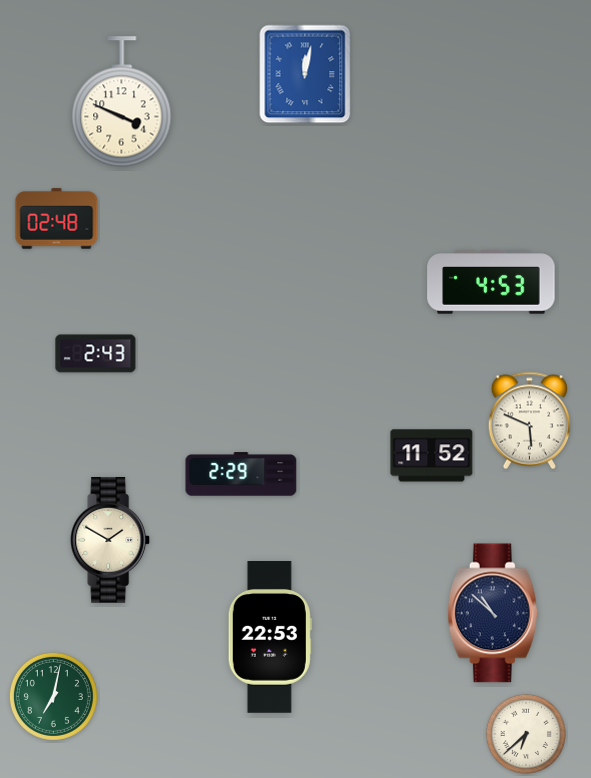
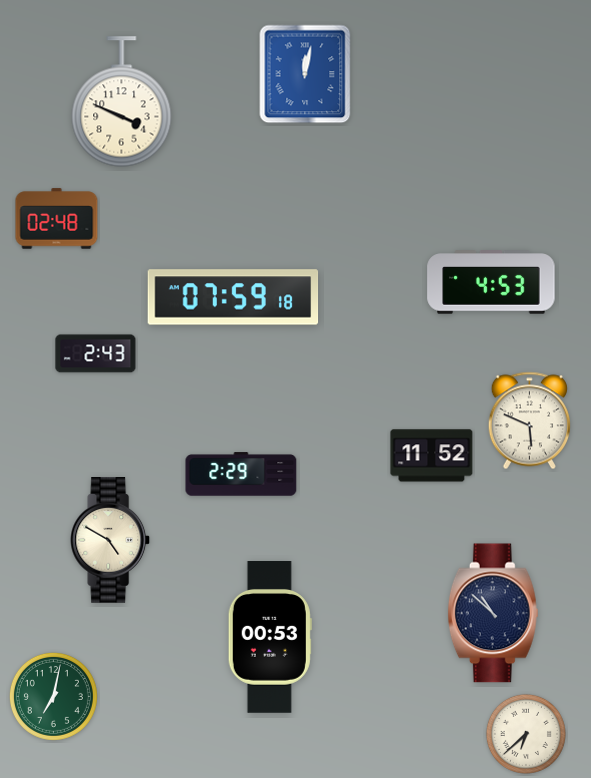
clock at (233, 297): none -> 07:59
clock at (111, 540): 1:50 -> 4:50
clock at (270, 638): 22:53 -> 00:53
